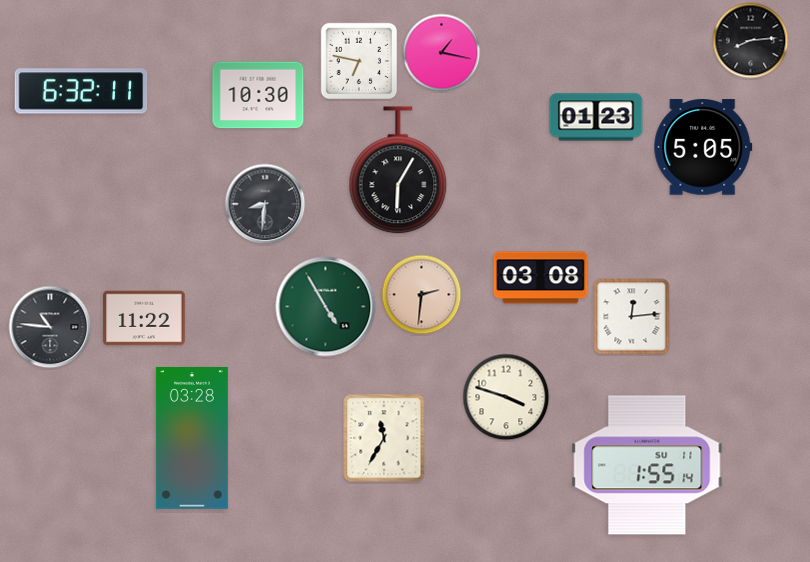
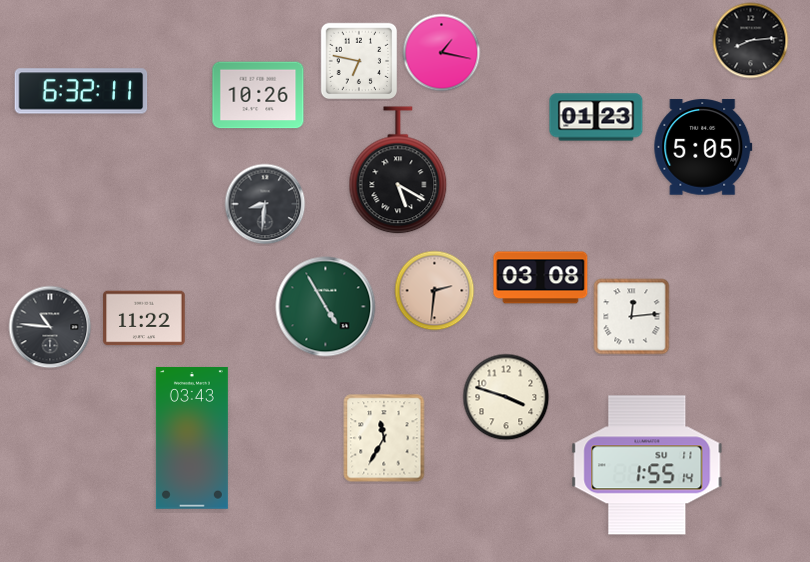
clock at (258, 95): 10:30 -> 10:26
clock at (398, 171): 6:05 -> 5:20
clock at (422, 295) position: (422, 295) -> (435, 291)
clock at (192, 439): 03:28 -> 03:43
